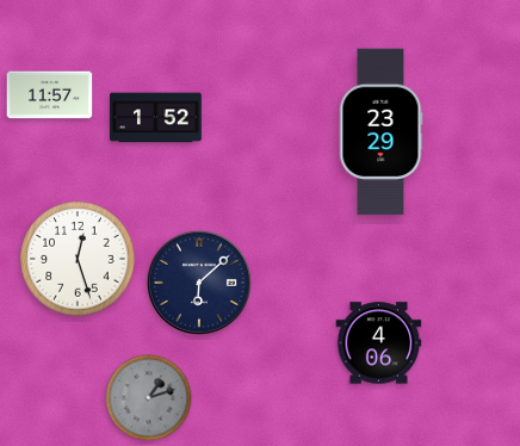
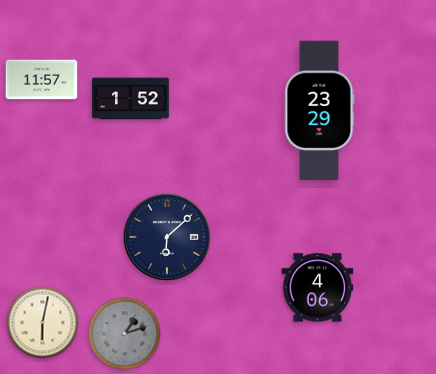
clock at (78, 259): 12:27 -> none
clock at (43, 323): none -> 6:02
